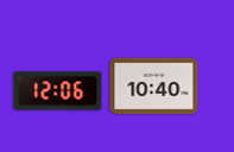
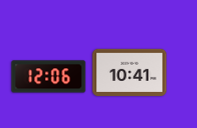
clock at (154, 85): 10:40 -> 10:41
